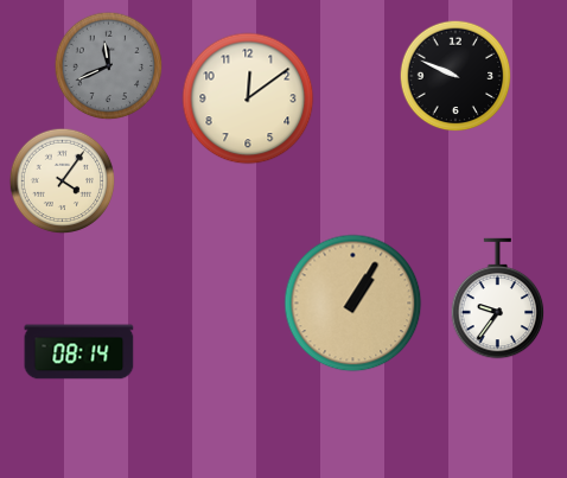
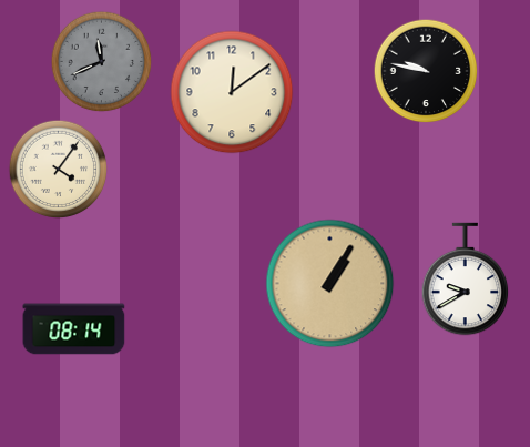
clock at (455, 76): 9:49 -> 9:47
clock at (498, 299): 9:36 -> 9:40
